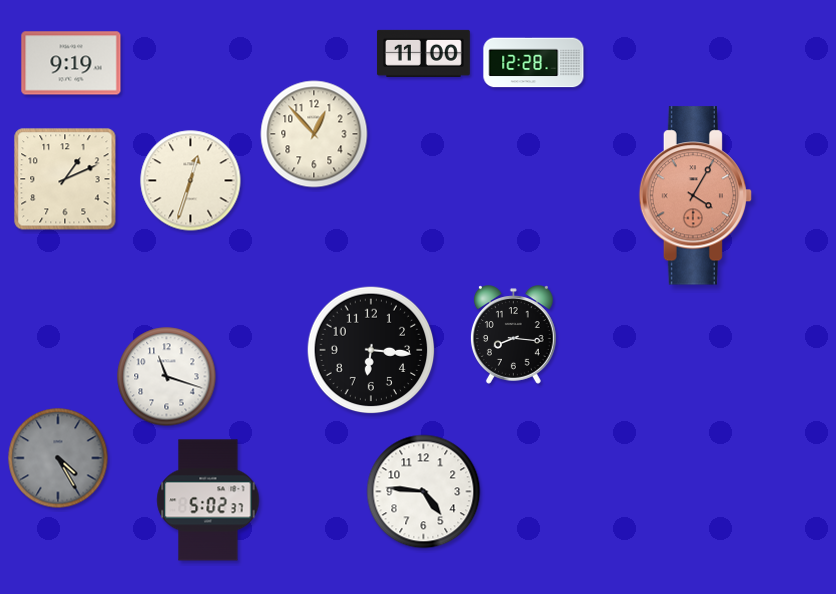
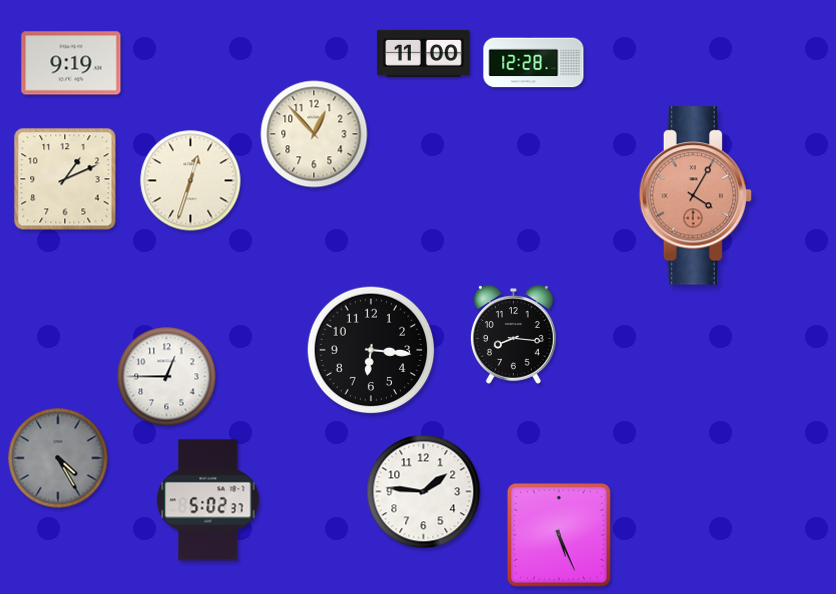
clock at (167, 377): 11:18 -> 12:45
clock at (424, 492): 4:46 -> 1:46
clock at (559, 535): none -> 5:26
